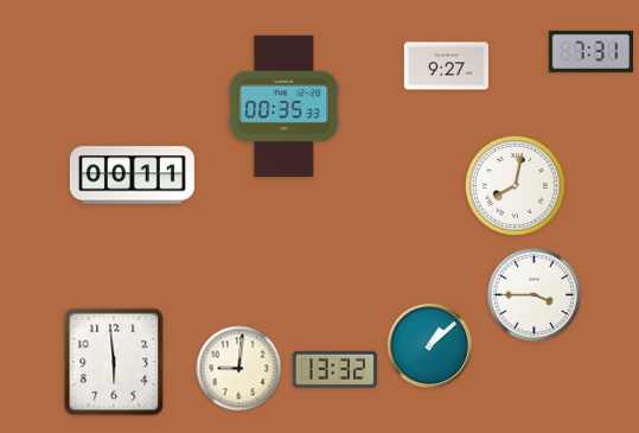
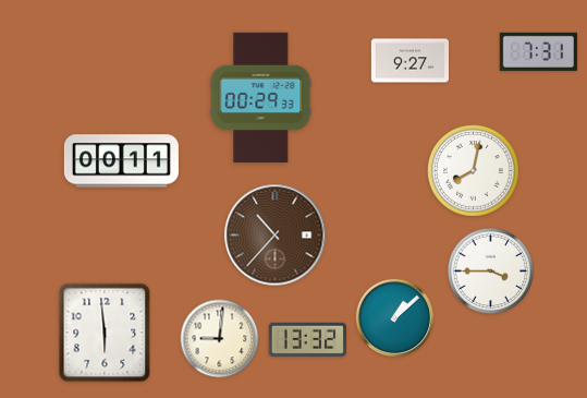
clock at (590, 51) position: (590, 51) -> (538, 51)
clock at (285, 106): 00:35 -> 00:29
clock at (276, 236): none -> 10:37
